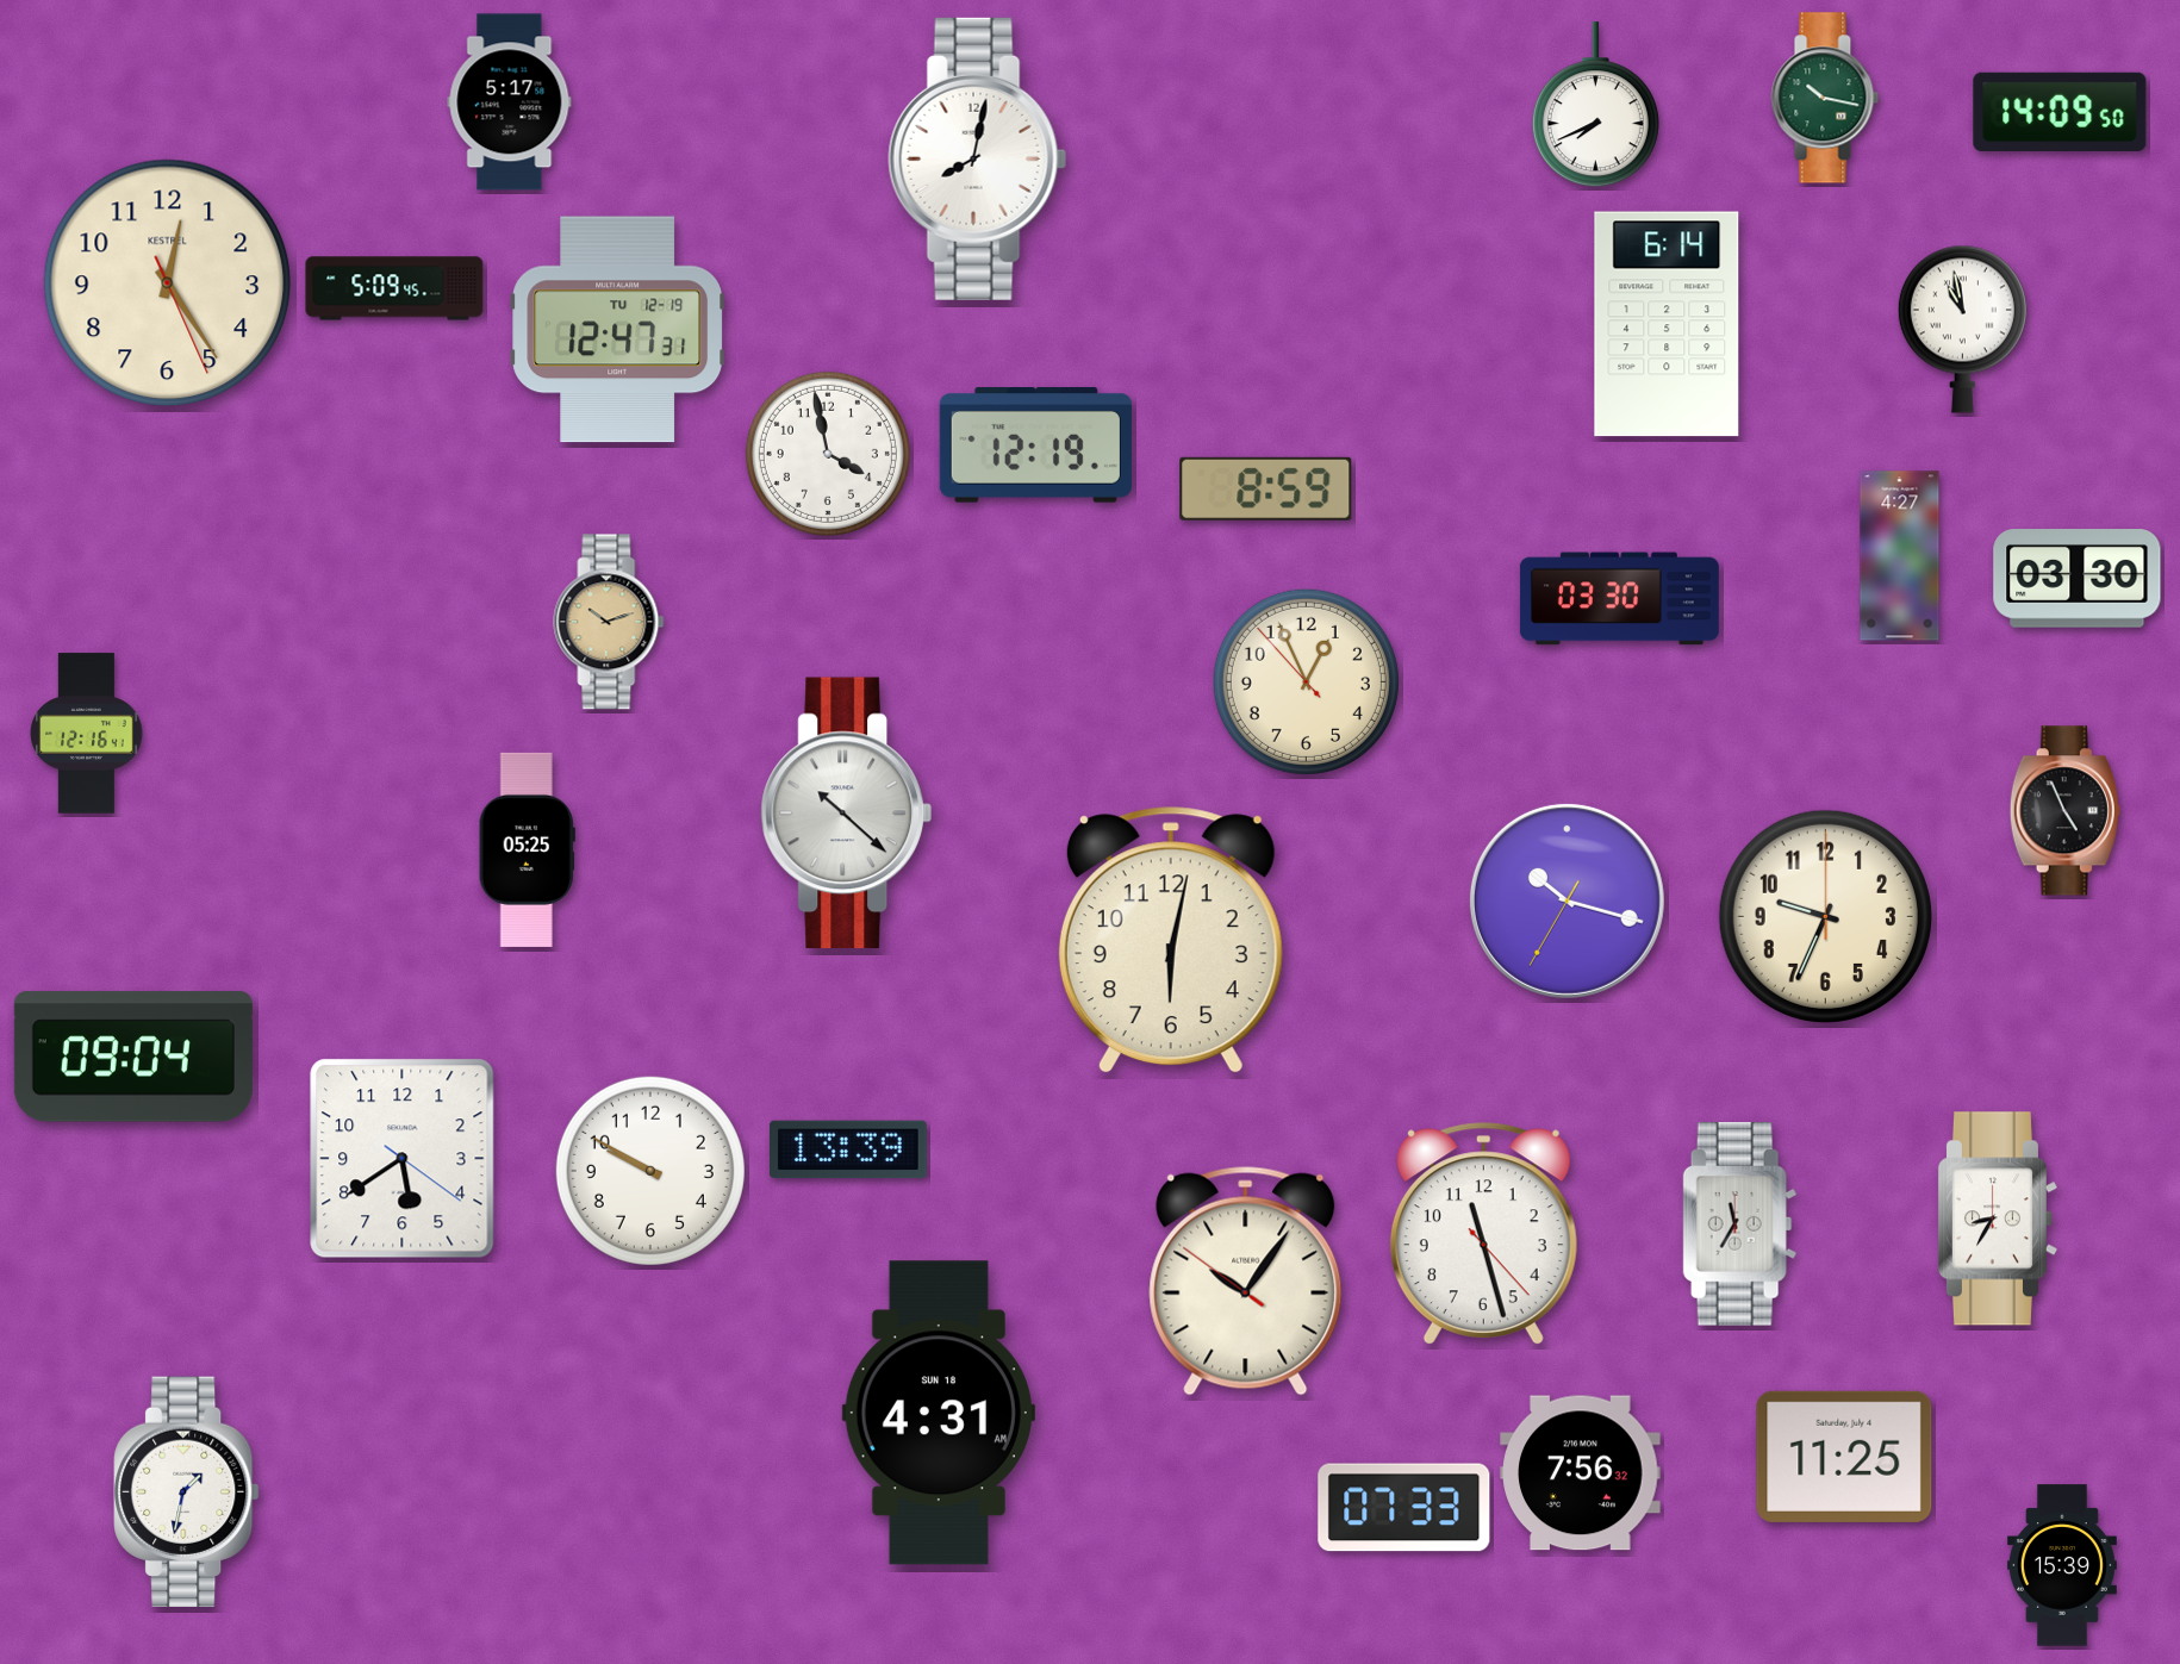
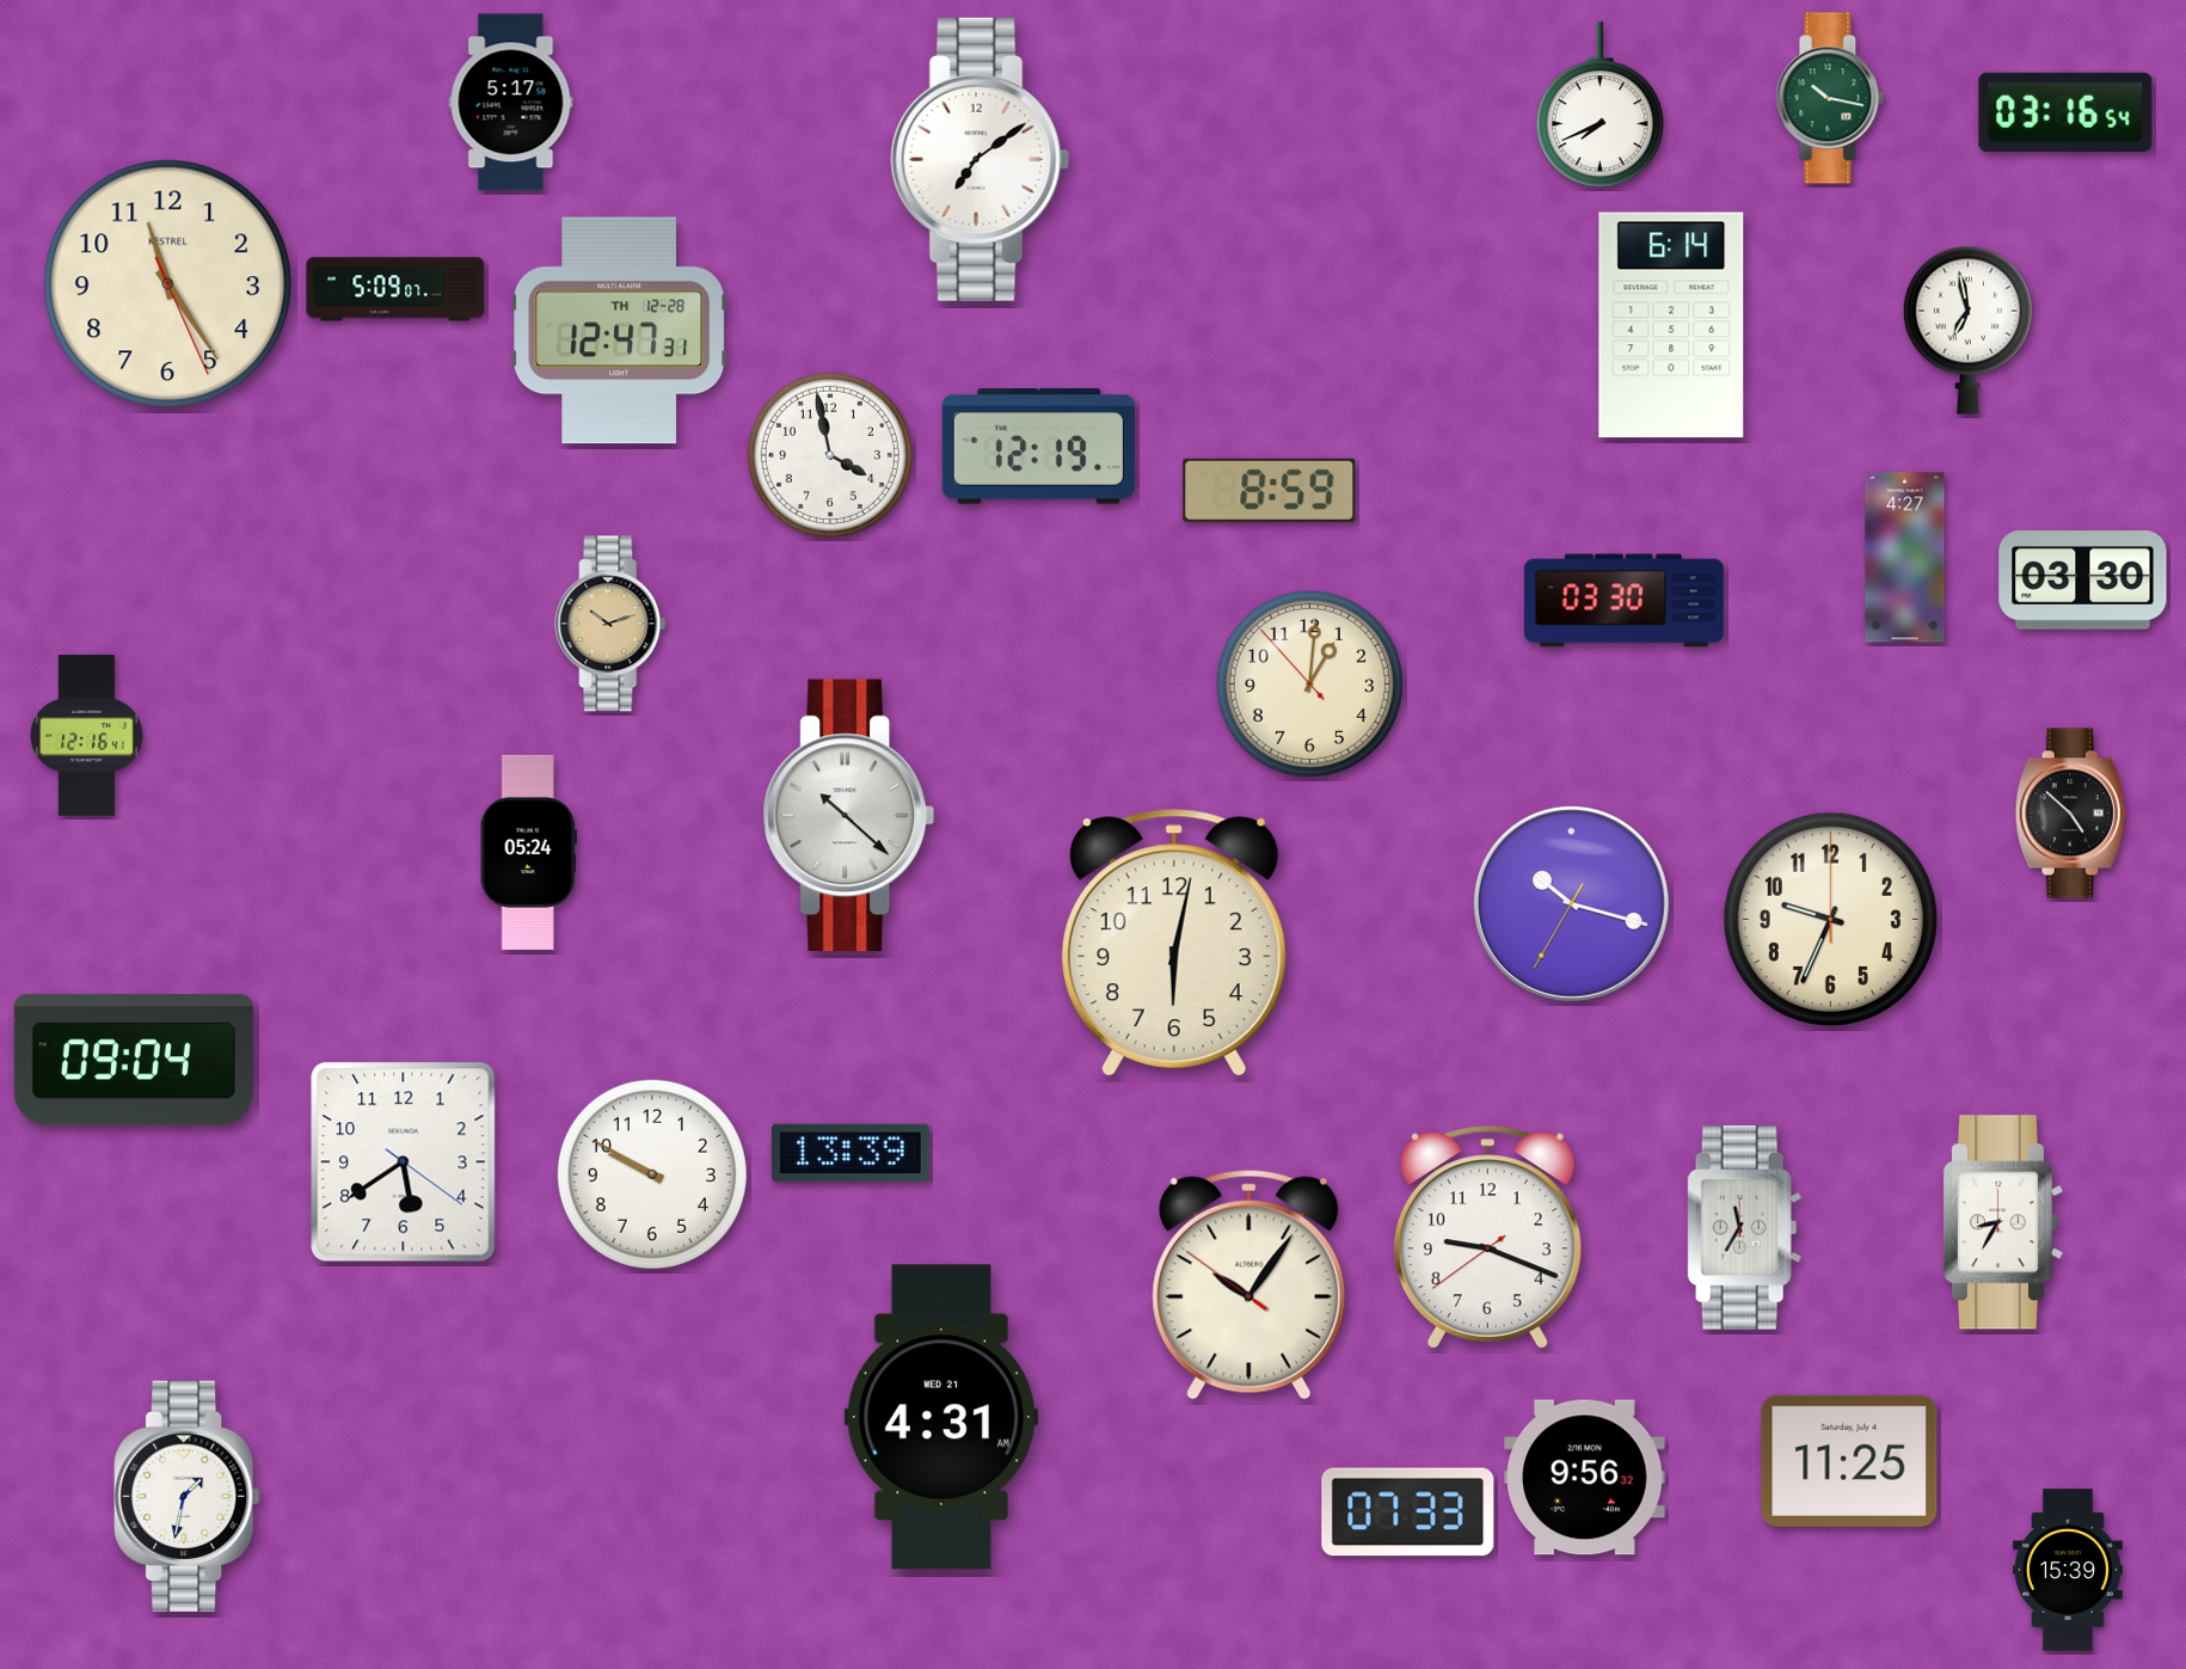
clock at (2060, 111): 14:09 -> 03:16
clock at (978, 158): 8:02 -> 7:09
clock at (168, 283): 12:24 -> 11:24
clock at (394, 288): 5:09:45 -> 5:09:07
clock at (1962, 329): 10:58 -> 6:58
clock at (618, 330) date: TU 12-19 -> TH 12-28
clock at (1306, 681): 12:55 -> 1:00
clock at (2064, 811): 4:56 -> 4:52
clock at (527, 849): 05:25 -> 05:24
clock at (1483, 1233): 11:27 -> 9:18
clock at (939, 1413) date: SUN 18 -> WED 21
clock at (1581, 1473): 7:56 -> 9:56
